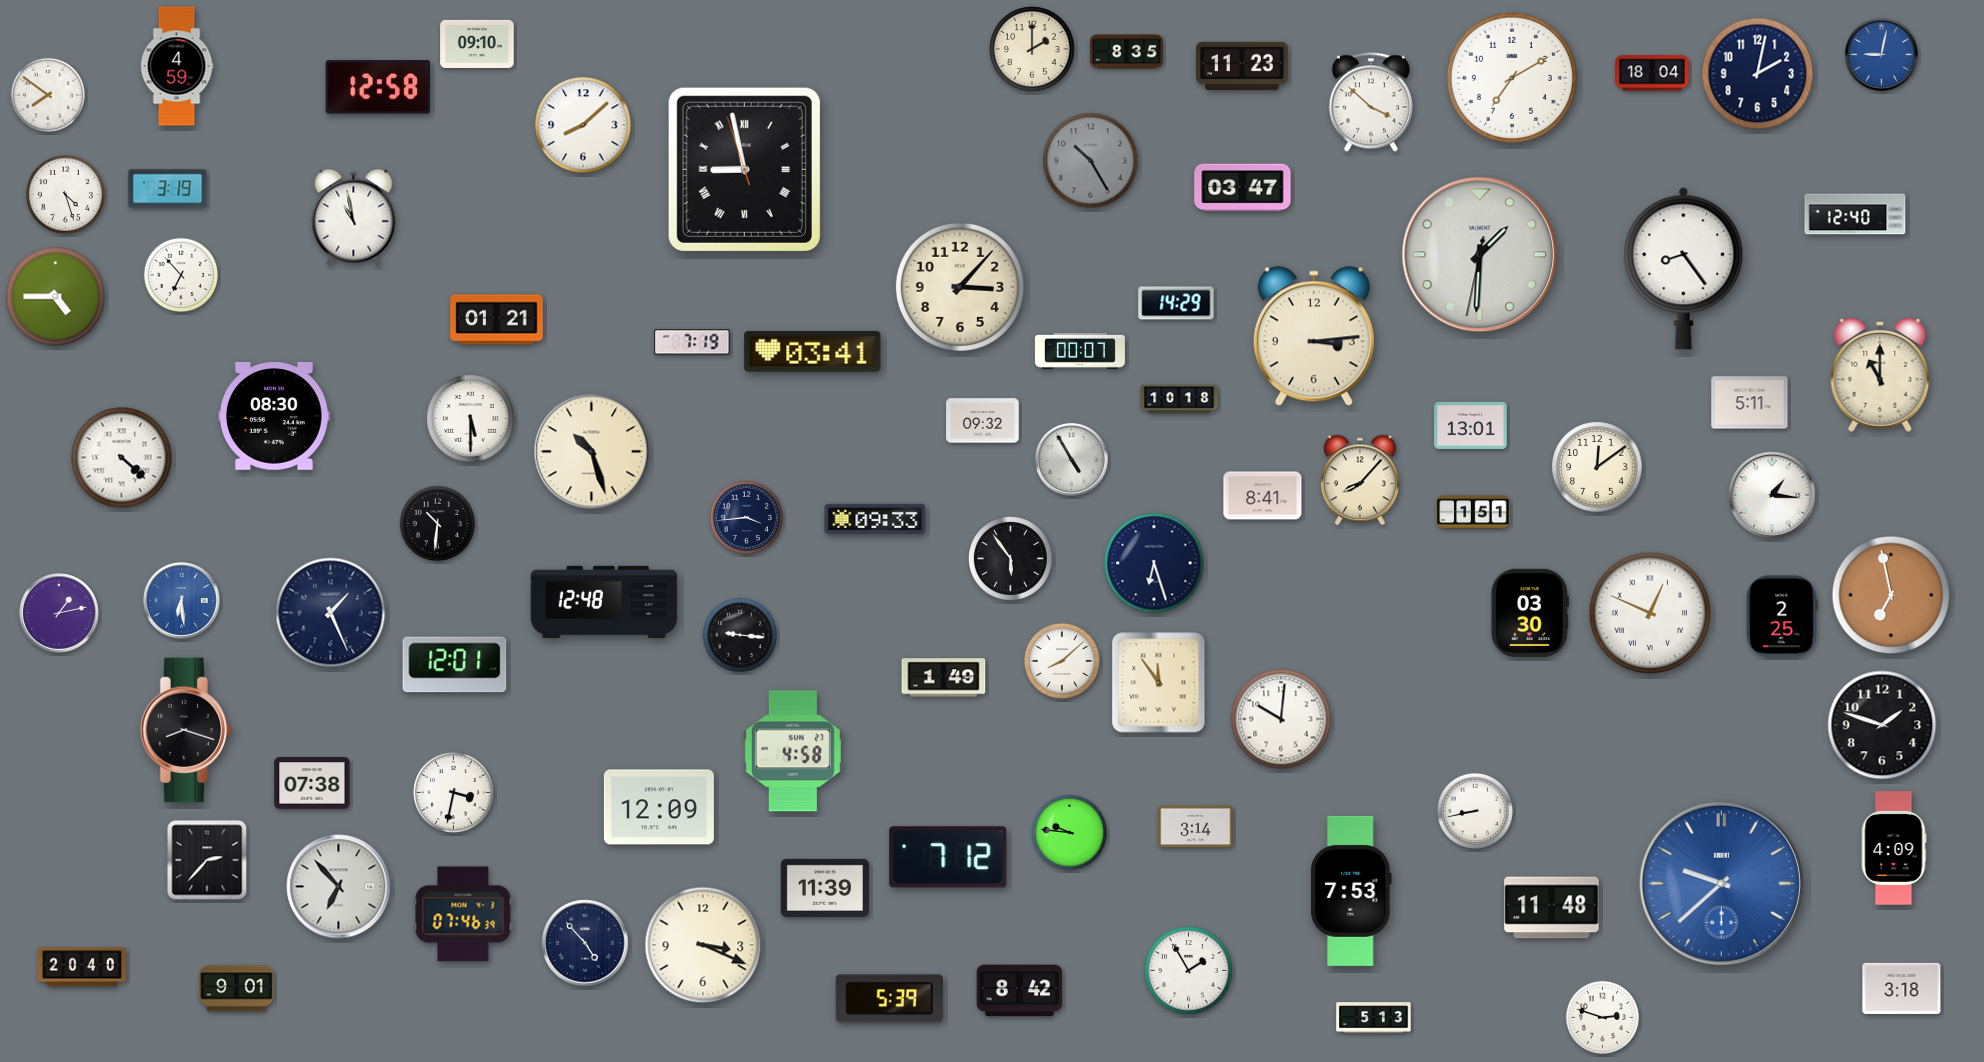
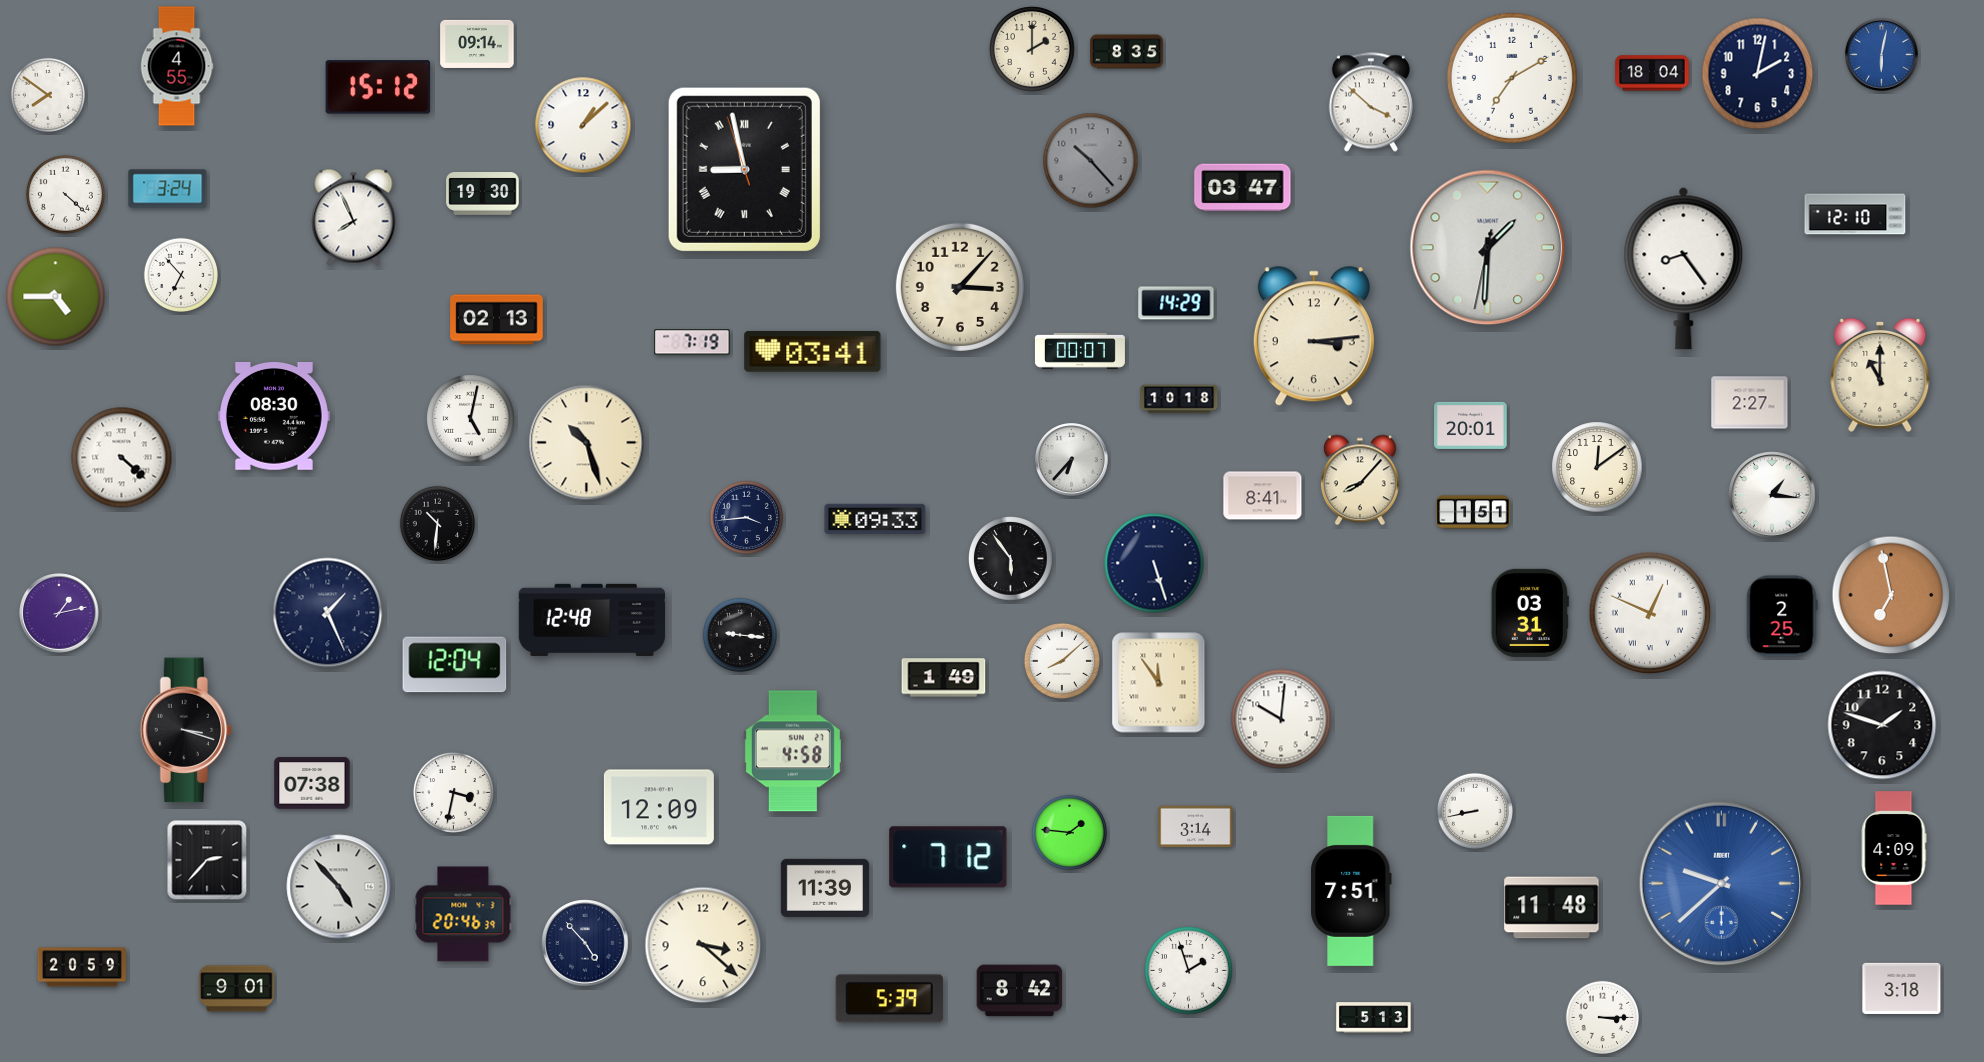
clock at (477, 44): 09:10 -> 09:14
clock at (1882, 55): 9:02 -> 6:02
clock at (177, 66): 4:59 -> 4:55
clock at (1242, 66): 11:23 -> none
clock at (378, 87): 12:58 -> 15:12
clock at (583, 125): 8:08 -> 1:08
clock at (1091, 161): 10:25 -> 10:23
clock at (168, 189): 3:19 -> 3:24
clock at (65, 194): 4:27 -> 4:22
clock at (483, 194): none -> 19:30
clock at (1855, 214): 12:40 -> 12:10
clock at (354, 217): 10:58 -> 7:56
clock at (1480, 255) position: (1480, 255) -> (1488, 248)
clock at (497, 320): 01:21 -> 02:13
clock at (1750, 403): 5:11 -> 2:27
clock at (471, 419): 5:30 -> 5:02
clock at (983, 421): 09:32 -> none
clock at (1471, 425): 13:01 -> 20:01
clock at (592, 452) position: (592, 452) -> (587, 443)
clock at (1072, 460): 4:55 -> 6:37
clock at (1154, 563): 6:27 -> 5:27
clock at (182, 601): 6:29 -> none
clock at (604, 602) position: (604, 602) -> (592, 620)
clock at (331, 613) position: (331, 613) -> (328, 613)
clock at (1530, 613): 03:30 -> 03:31
clock at (455, 665): 12:01 -> 12:04
clock at (186, 730): 8:18 -> 3:18
clock at (1069, 832): 9:46 -> 1:46
clock at (339, 887): 6:53 -> 4:53
clock at (1351, 891): 7:53 -> 7:51
clock at (463, 914): 07:46 -> 20:46
clock at (703, 945): 3:19 -> 3:22
clock at (81, 967): 20:40 -> 20:59
clock at (1189, 971): 1:55 -> 1:57
clock at (1603, 1018): 2:48 -> 3:15
